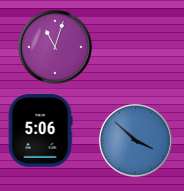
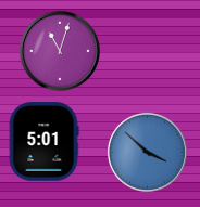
clock at (40, 131): 5:06 -> 5:01
